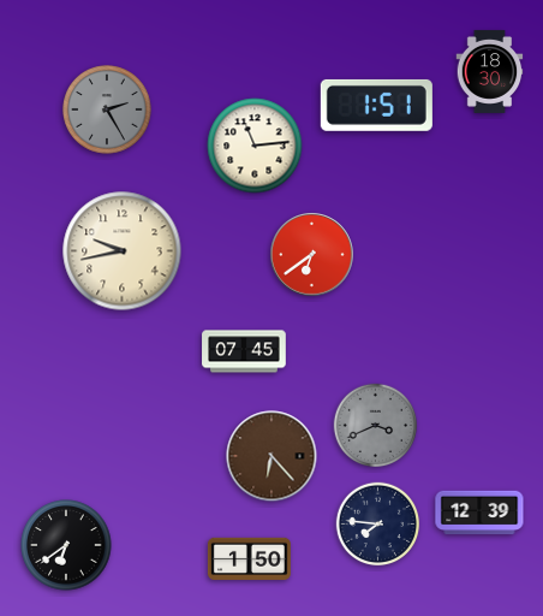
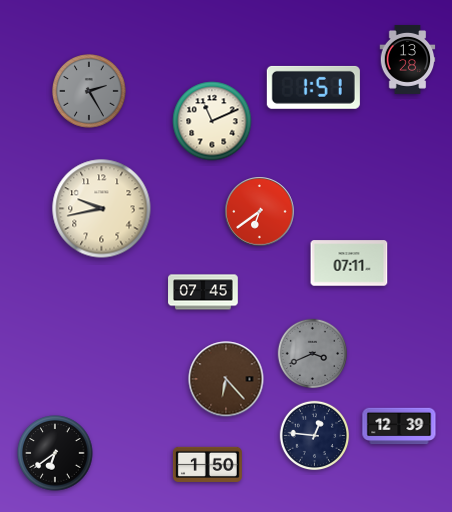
clock at (490, 71): 18:30 -> 13:28
clock at (255, 146): 11:14 -> 11:11
clock at (349, 263): none -> 07:11
clock at (378, 525): 7:46 -> 12:46
